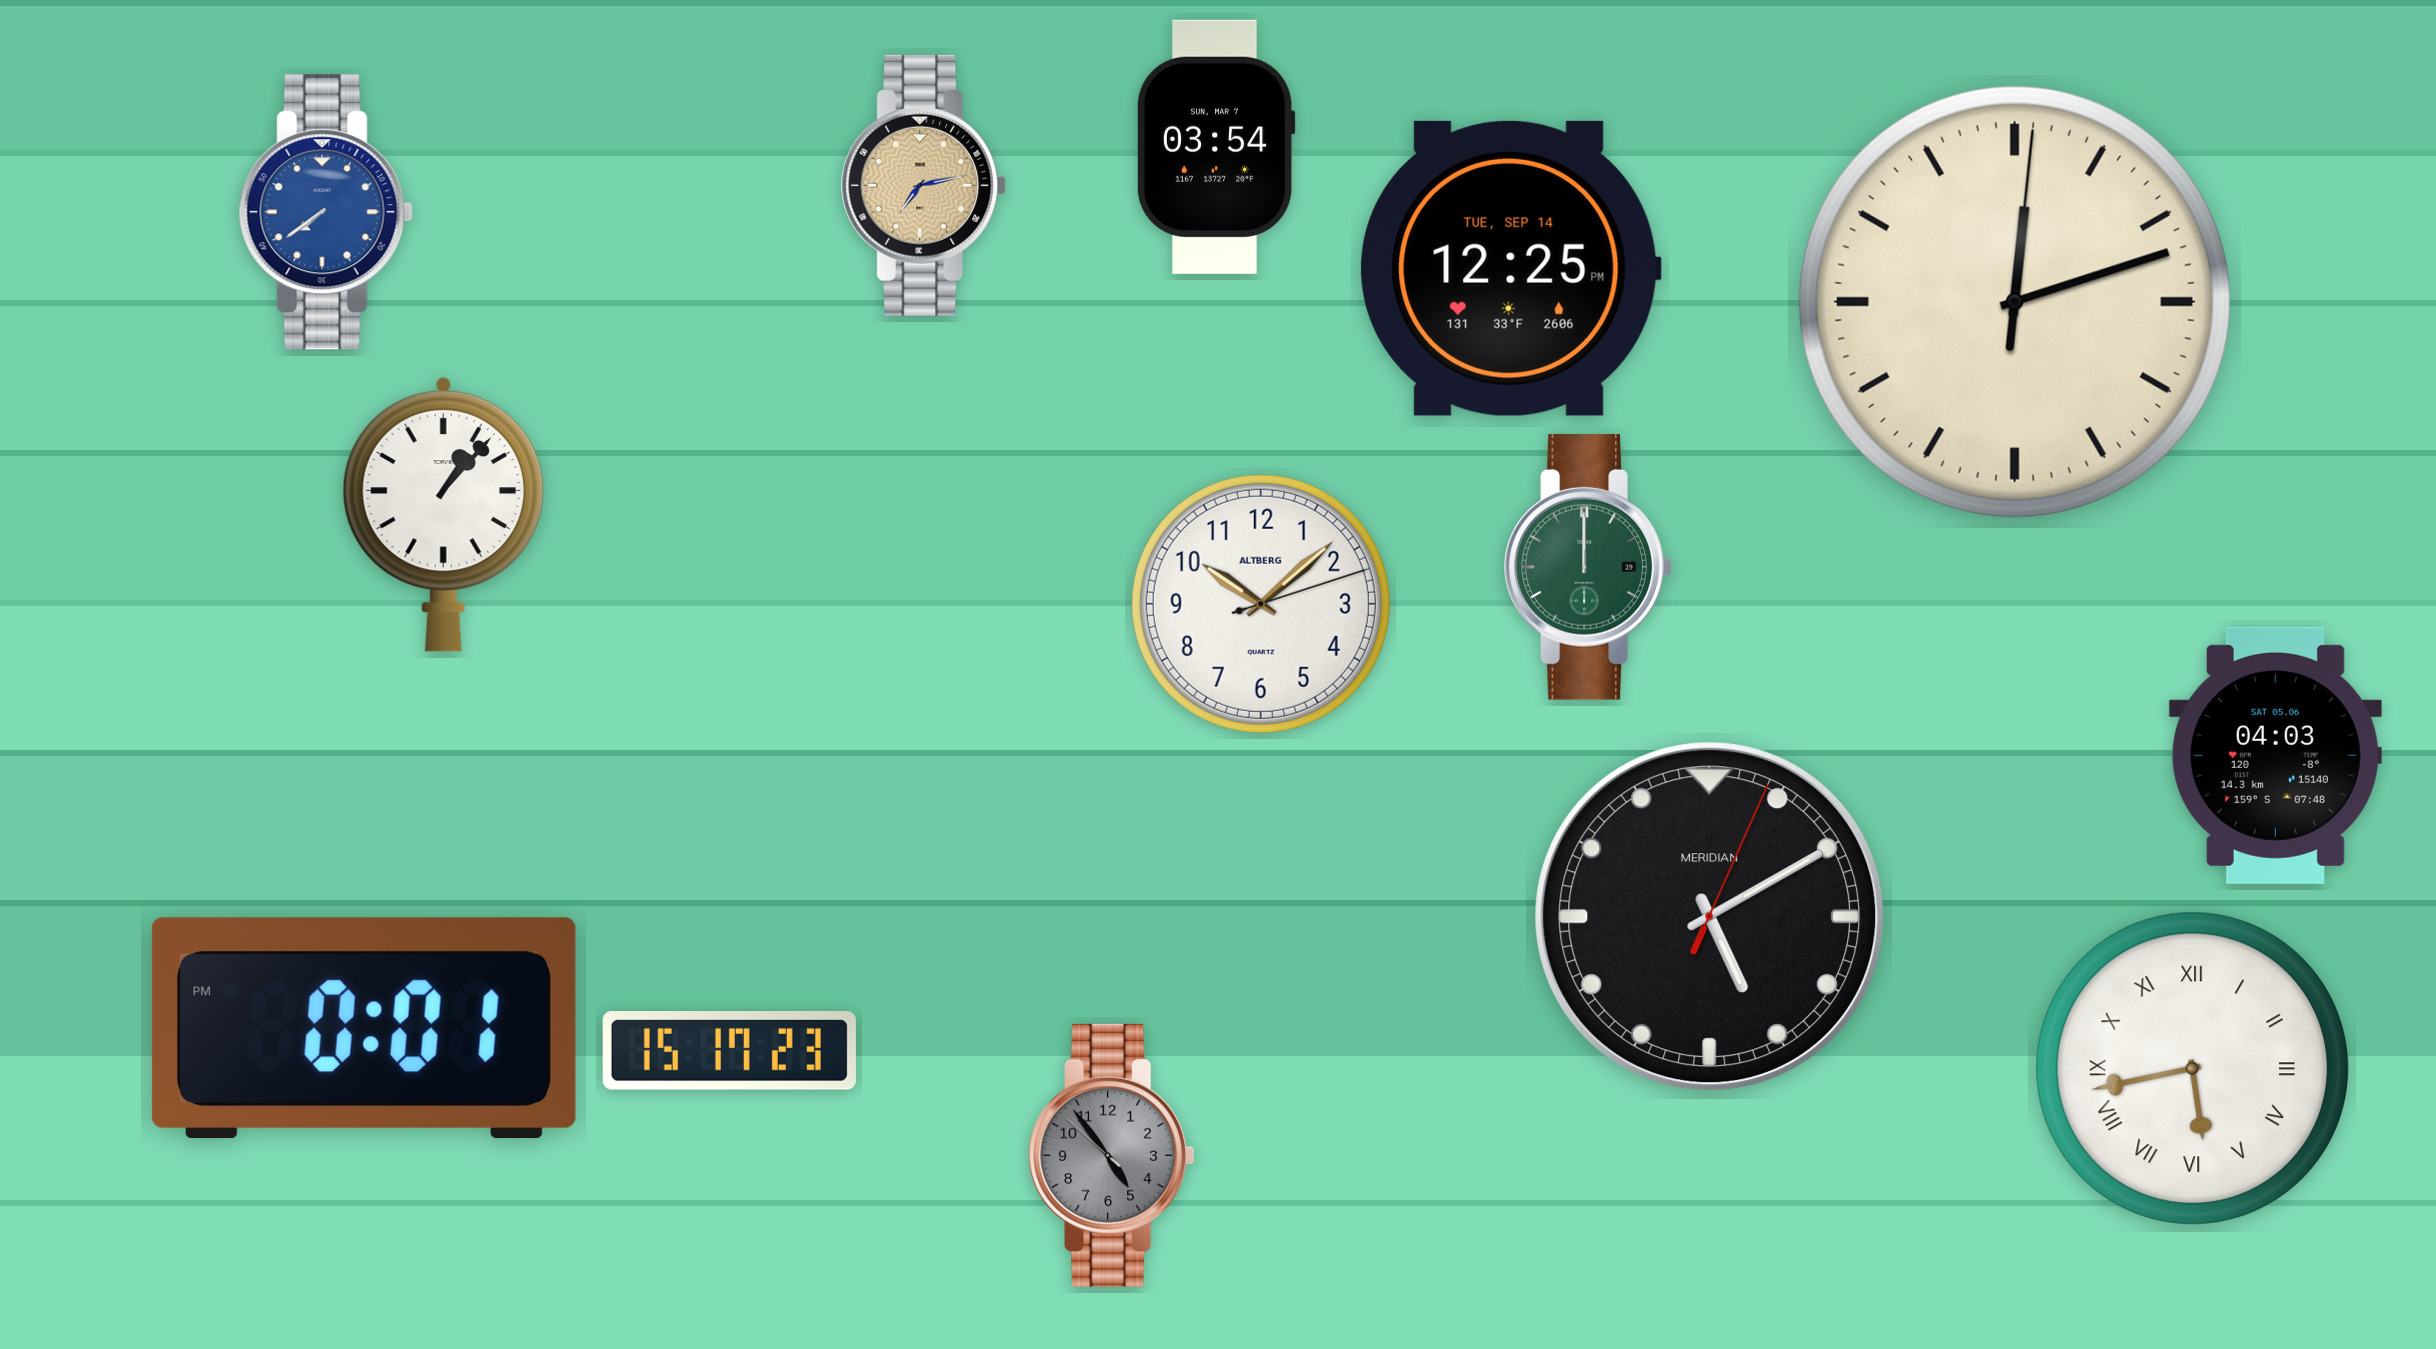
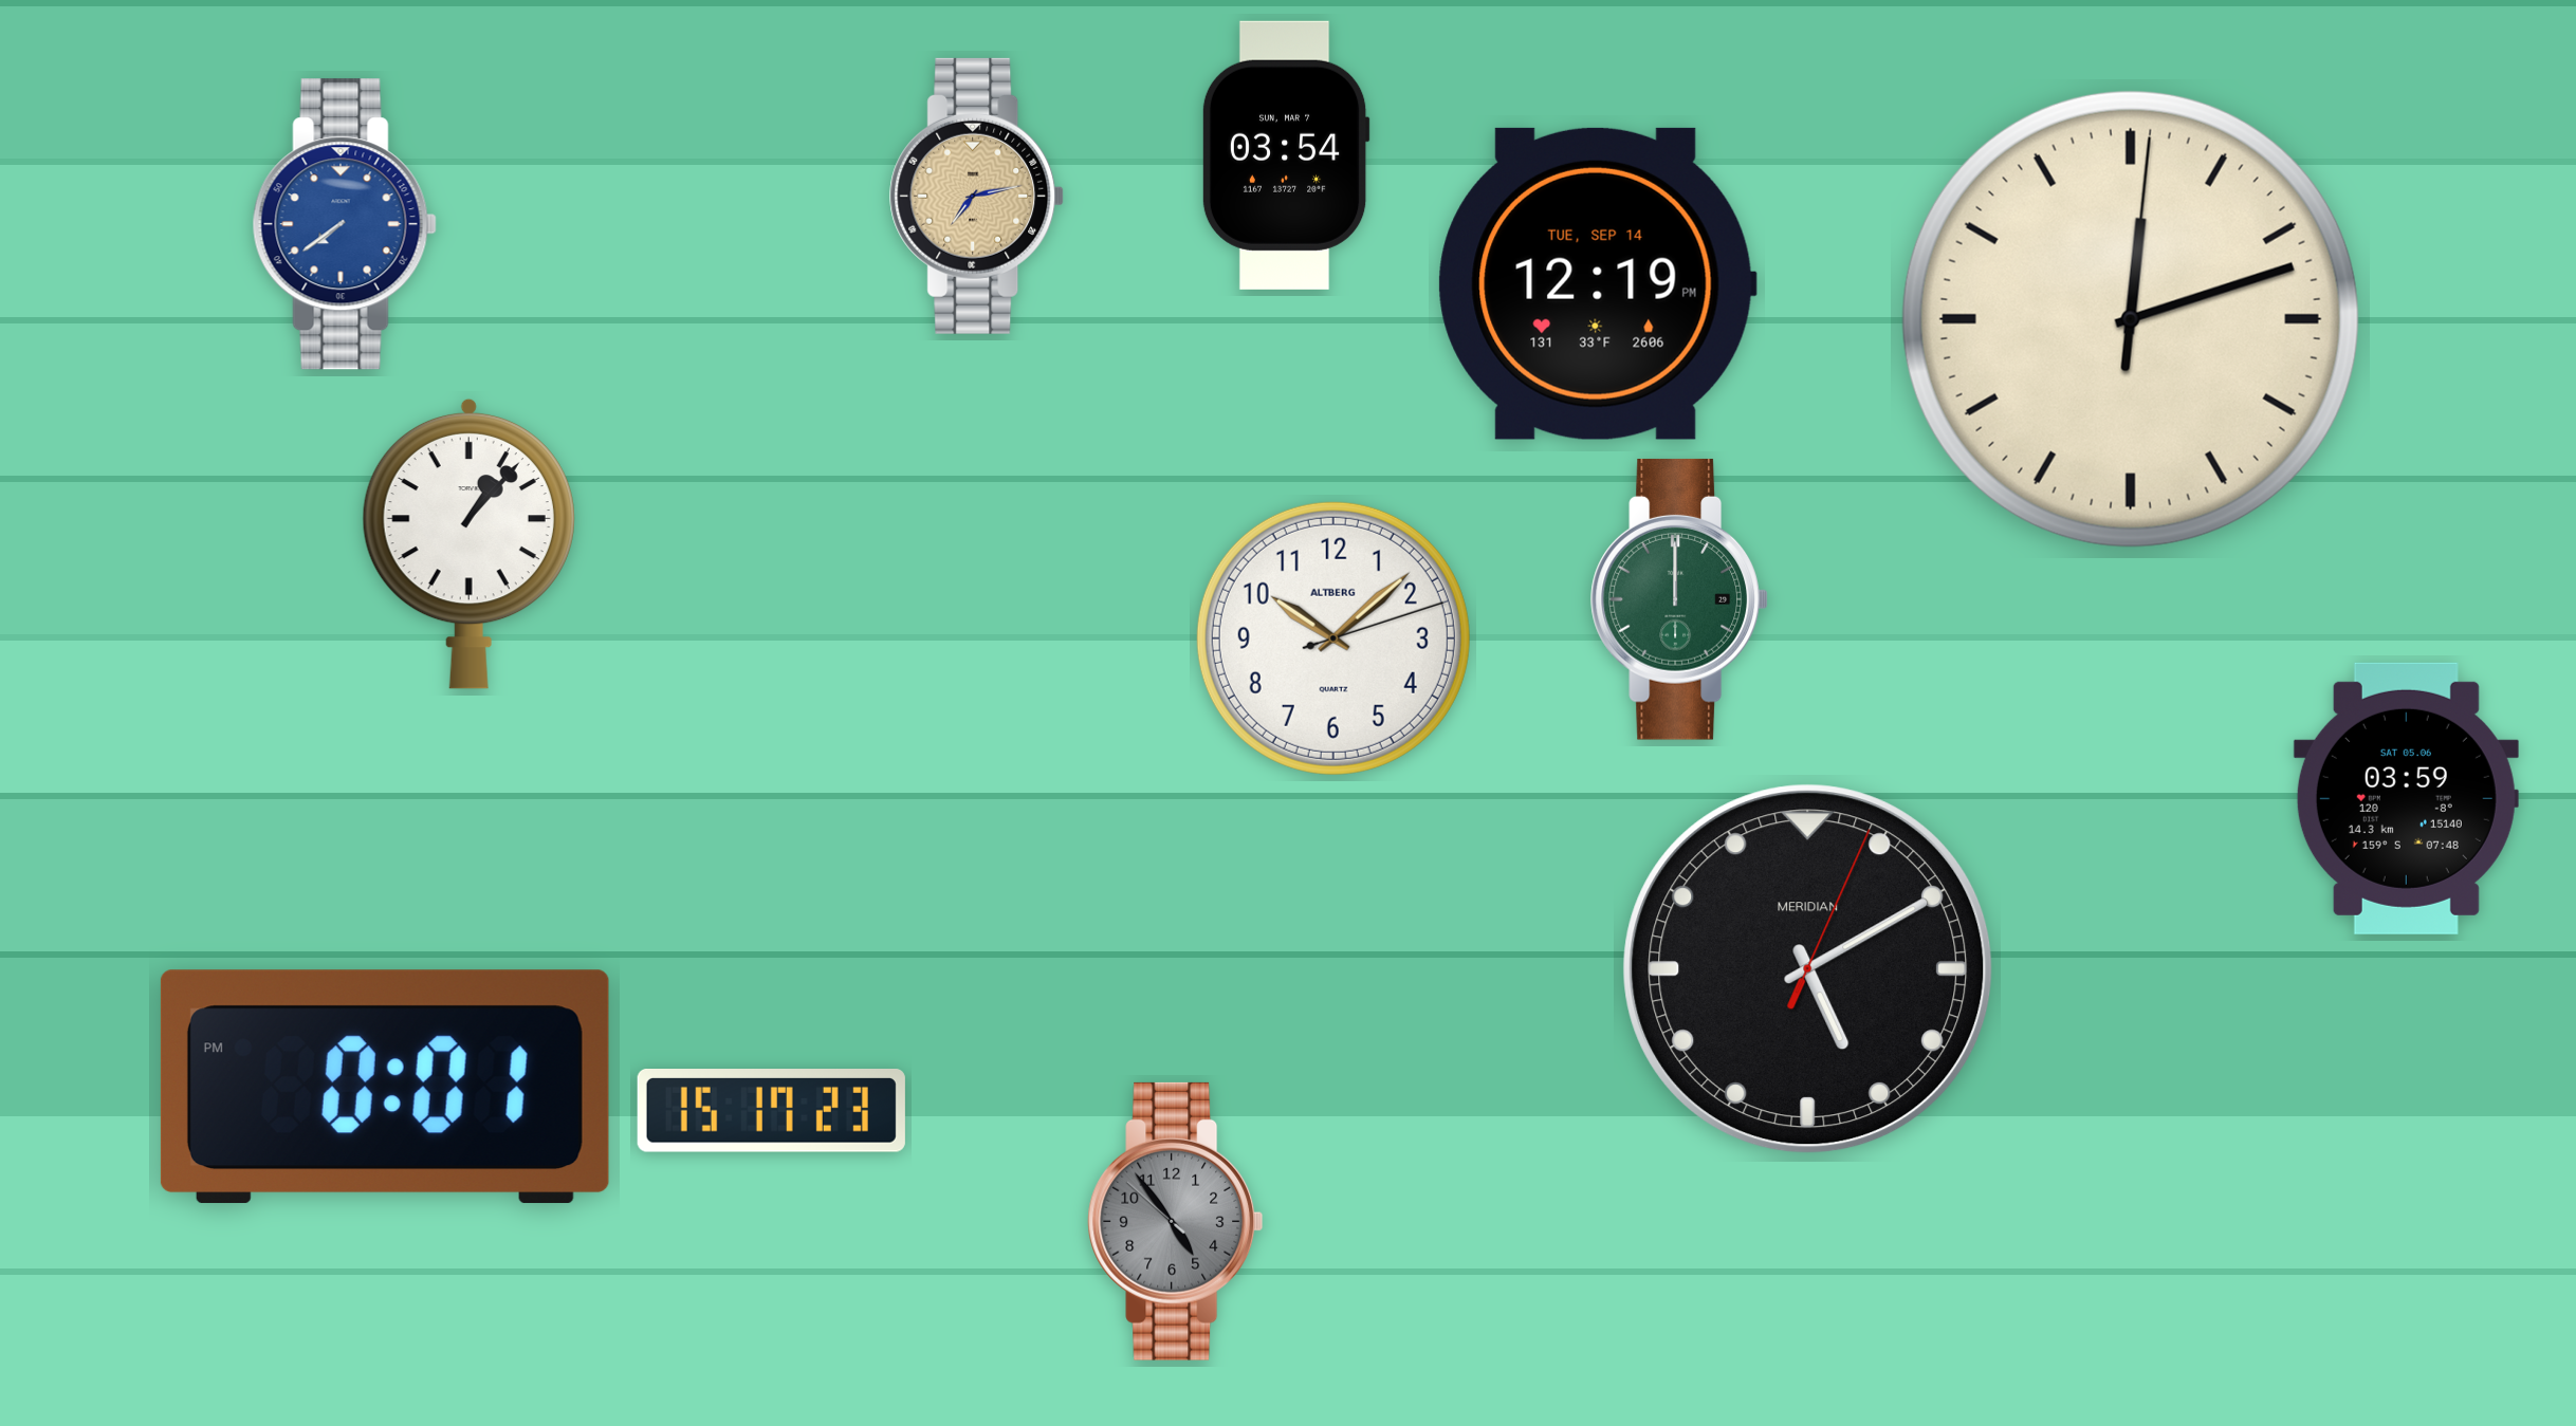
clock at (1510, 268): 12:25 -> 12:19
clock at (2275, 755): 04:03 -> 03:59
clock at (2192, 1068): 5:43 -> none
